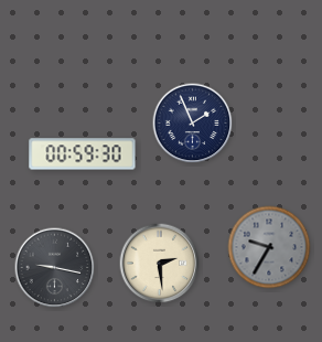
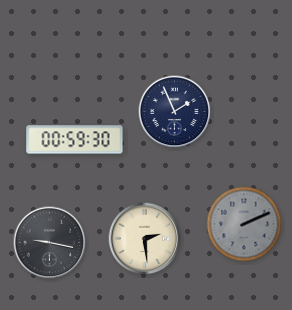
clock at (269, 247): 9:35 -> 2:11
